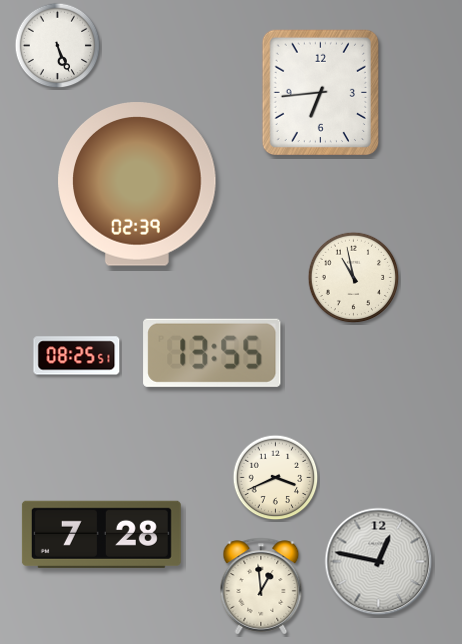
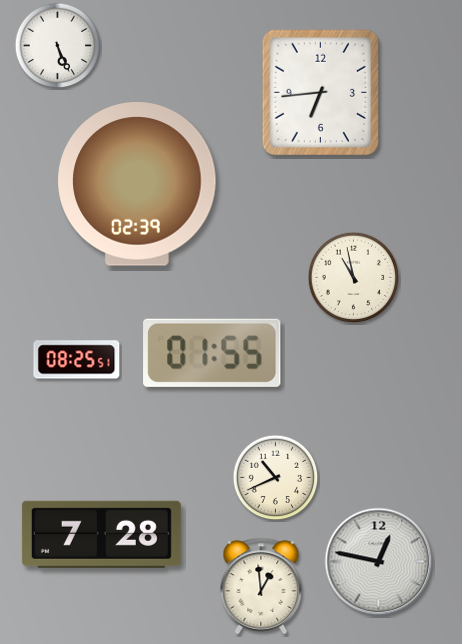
clock at (212, 353): 13:55 -> 01:55
clock at (77, 356) position: (77, 356) -> (77, 360)
clock at (276, 478): 3:41 -> 10:41
